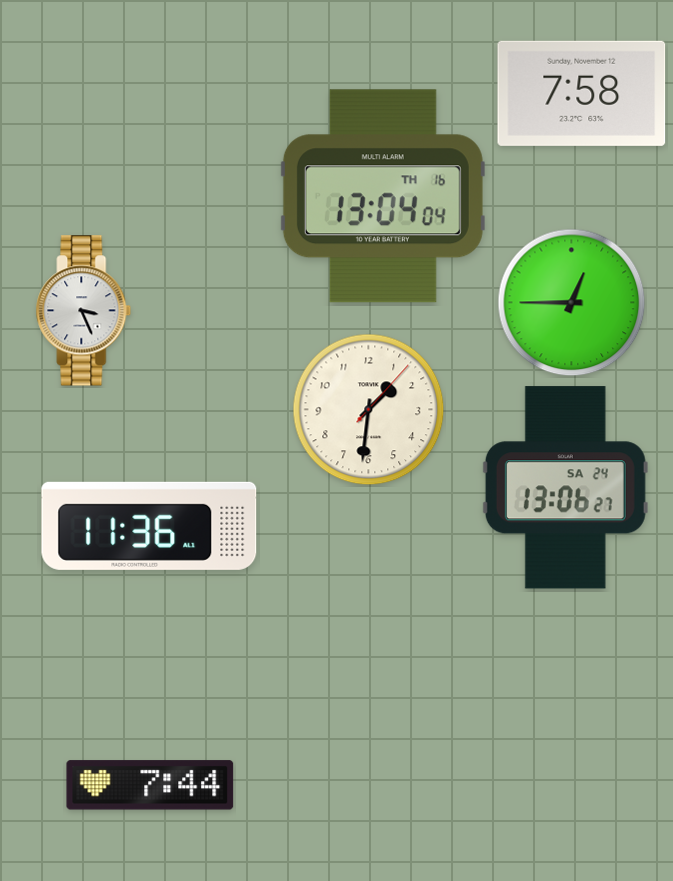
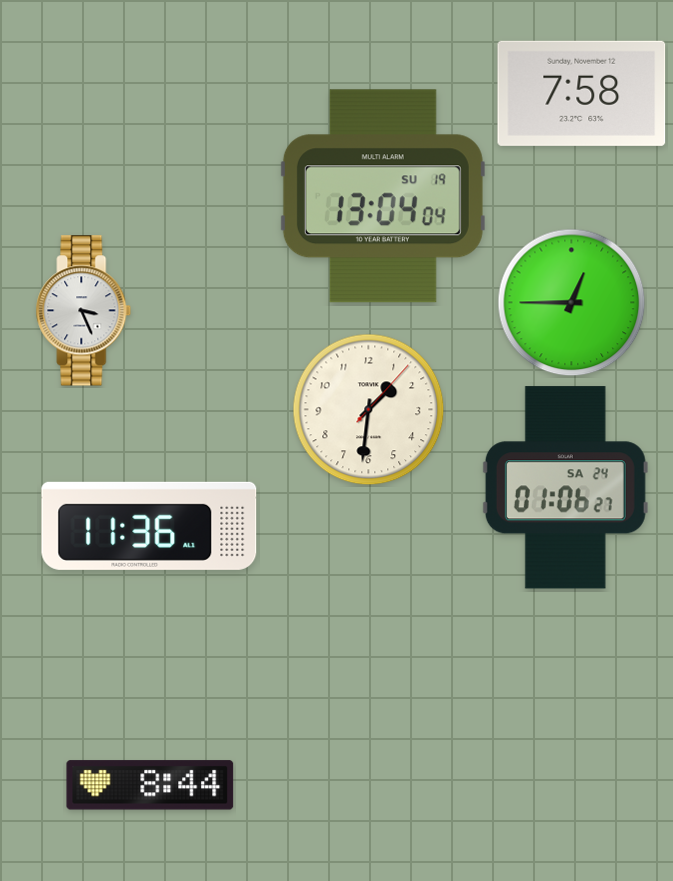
clock at (383, 196) date: TH 16 -> SU 19
clock at (565, 488): 13:06 -> 01:06
clock at (150, 785): 7:44 -> 8:44
